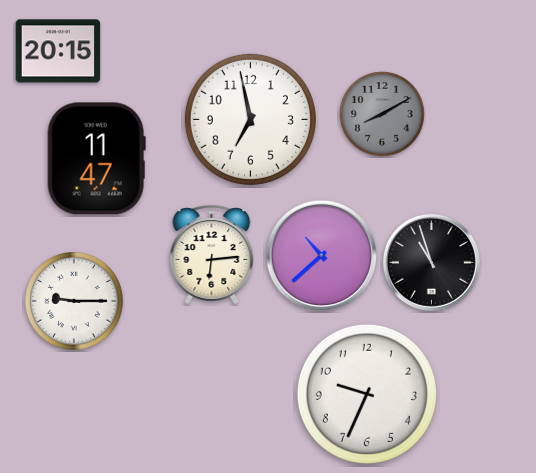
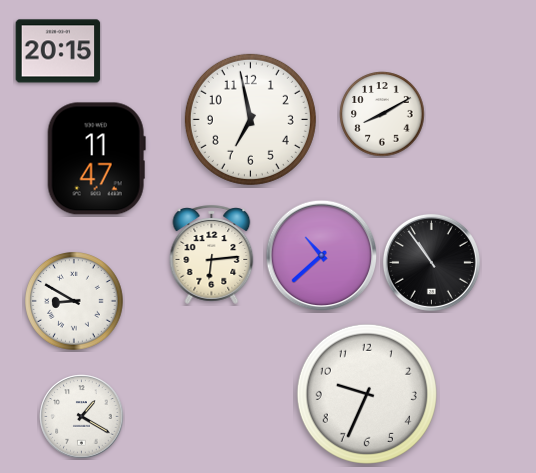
clock at (382, 114) dial: grey -> white
clock at (431, 262): 10:57 -> 10:54
clock at (75, 302): 9:15 -> 8:50
clock at (82, 417): none -> 1:20
